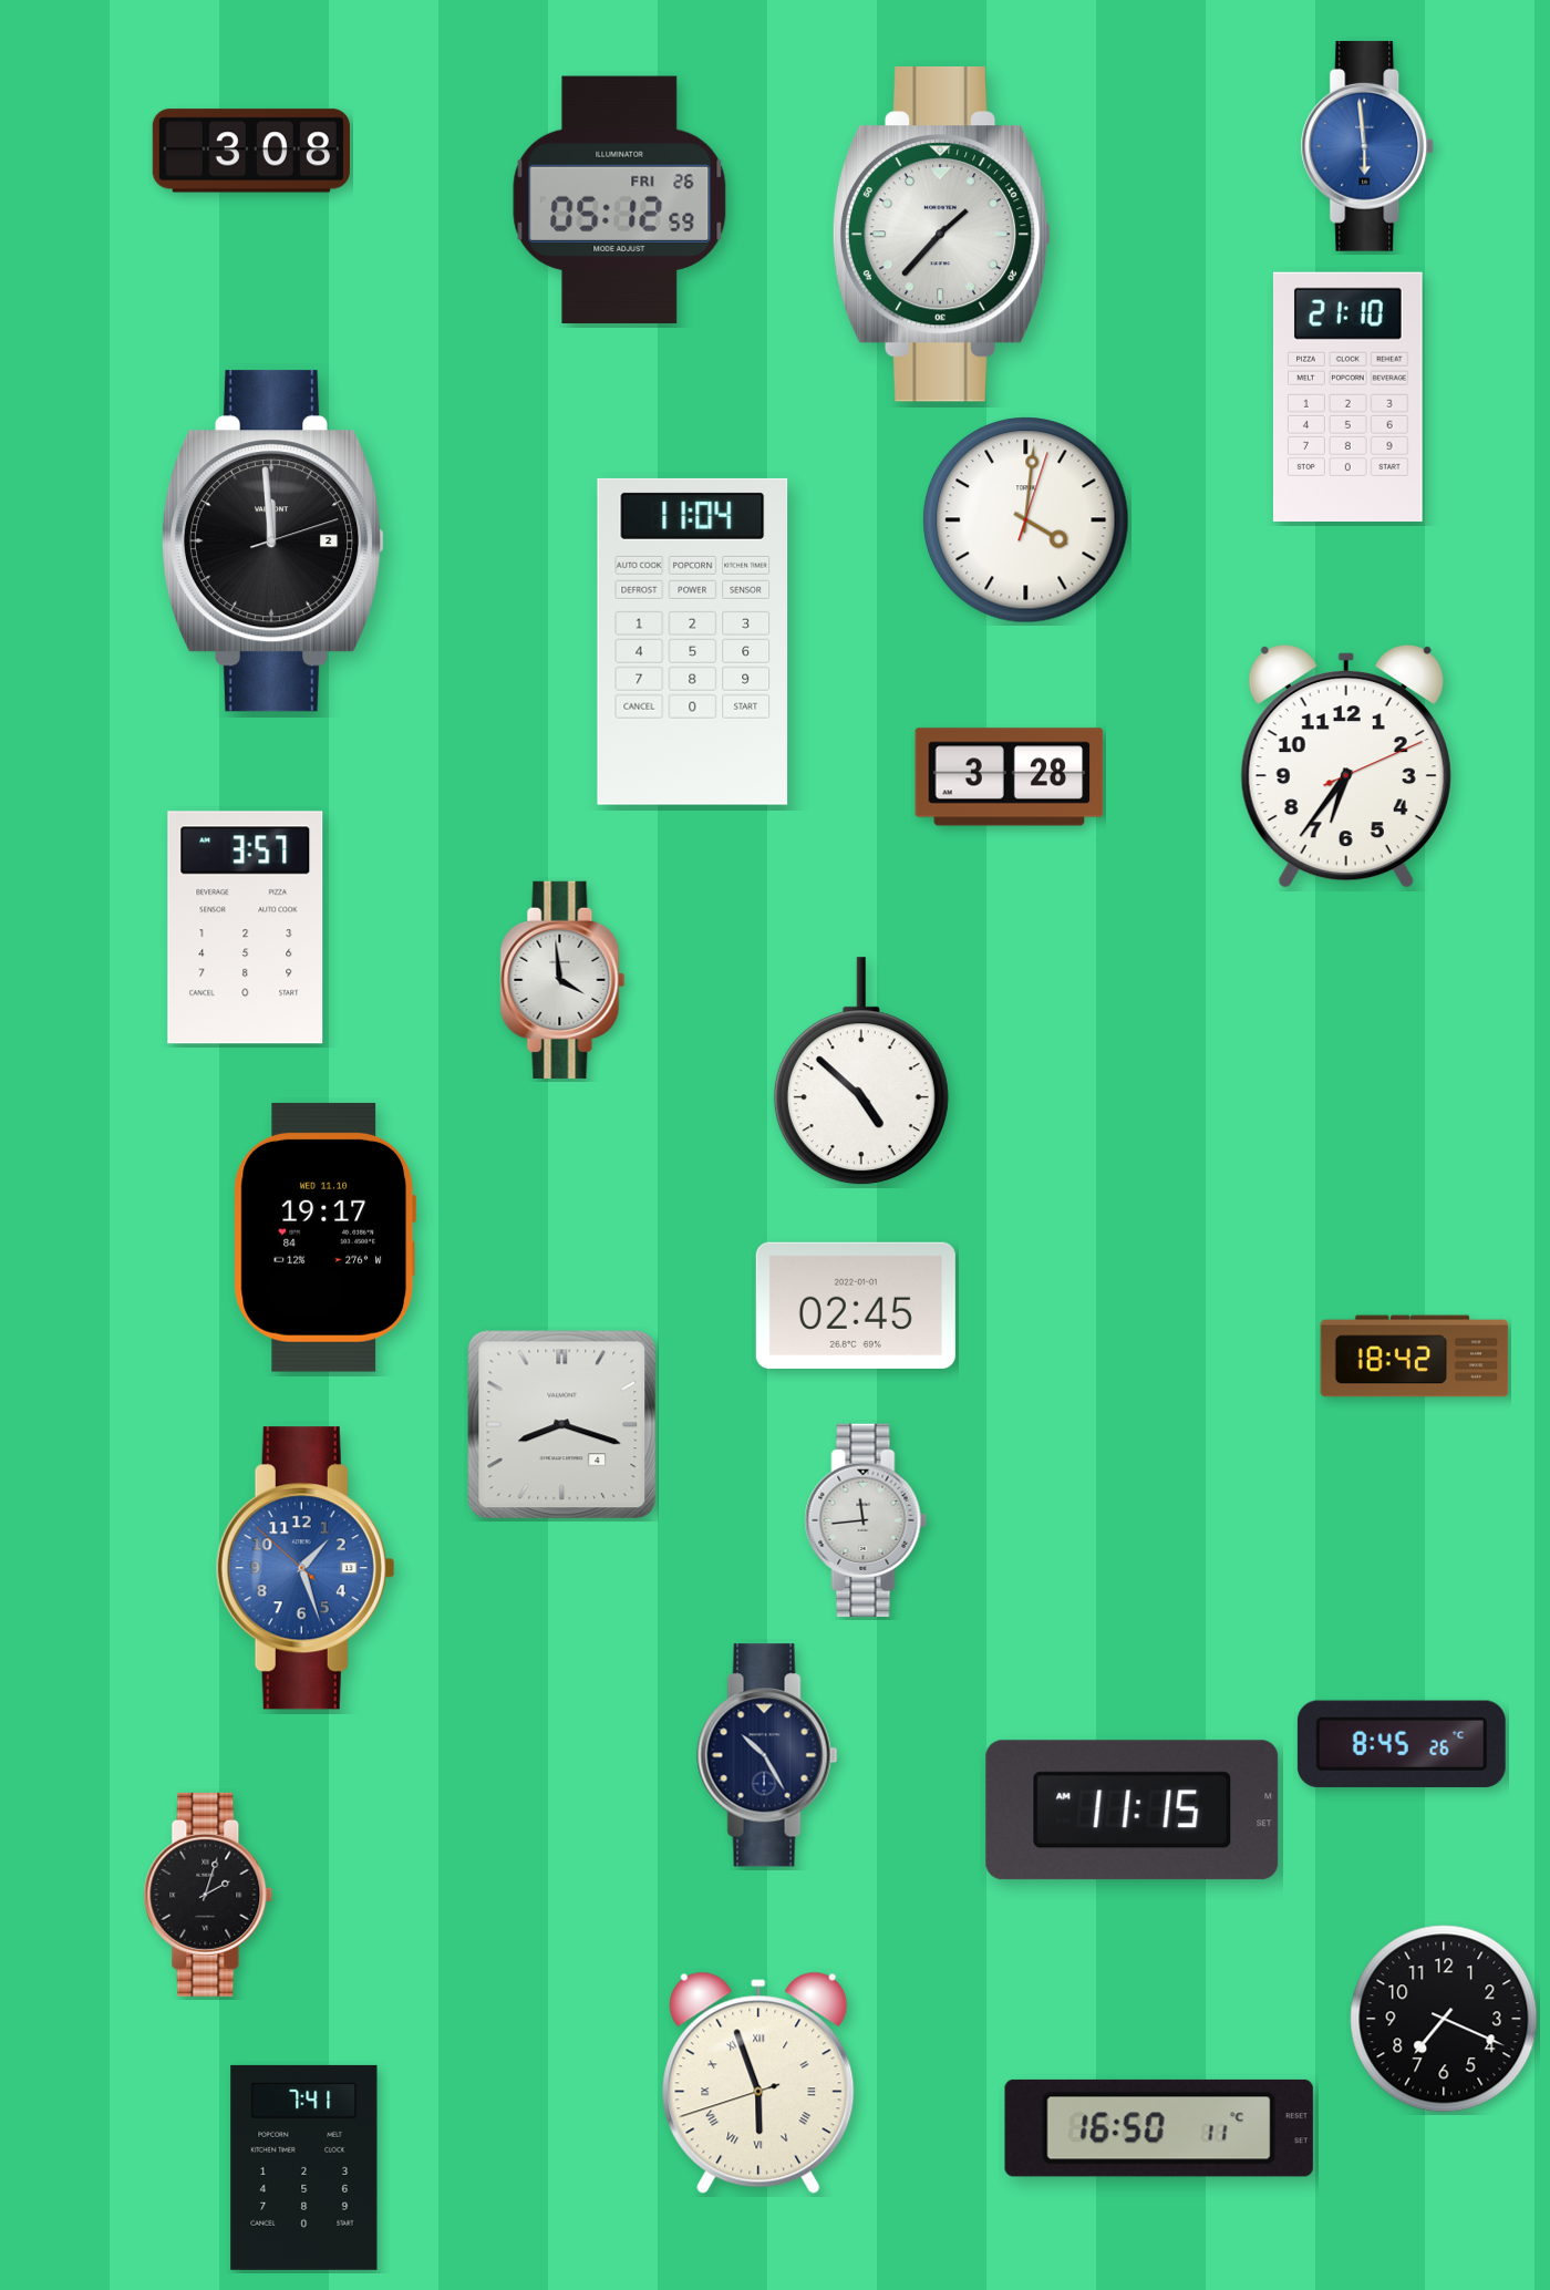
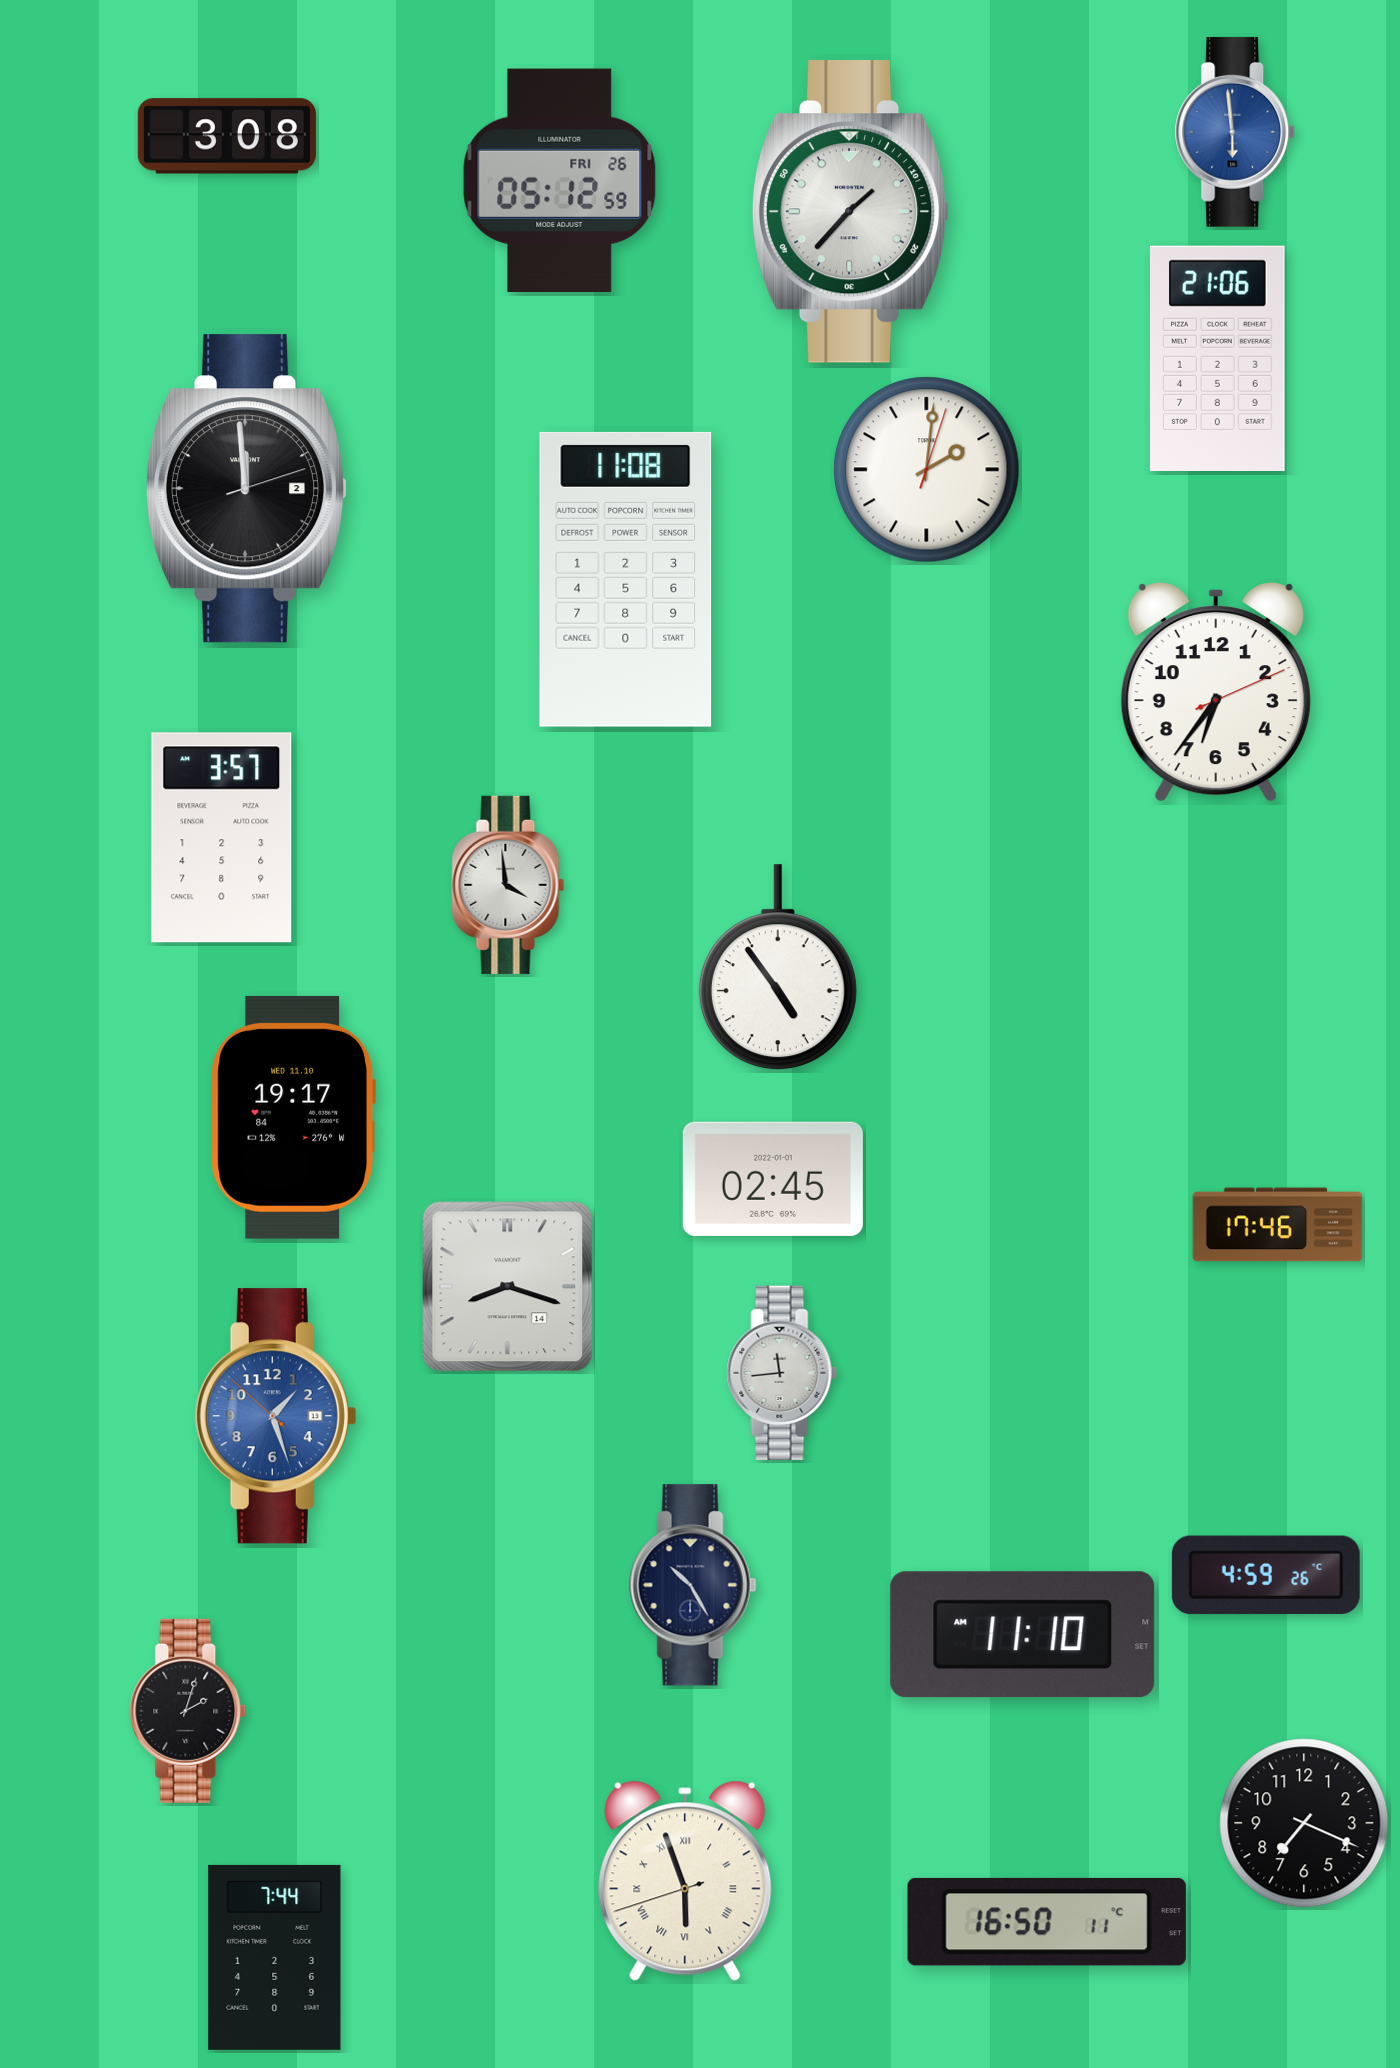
clock at (1347, 396): 21:10 -> 21:06
clock at (1026, 520): 4:01 -> 2:01
clock at (693, 641): 11:04 -> 11:08
clock at (1010, 777): 3:28 -> none
clock at (861, 1072): 4:52 -> 4:54
clock at (1415, 1357): 18:42 -> 17:46
clock at (562, 1425) date: 4 -> 14
clock at (1402, 1744): 8:45 -> 4:59
clock at (1133, 1811): 11:15 -> 11:10
clock at (304, 2167): 7:41 -> 7:44
